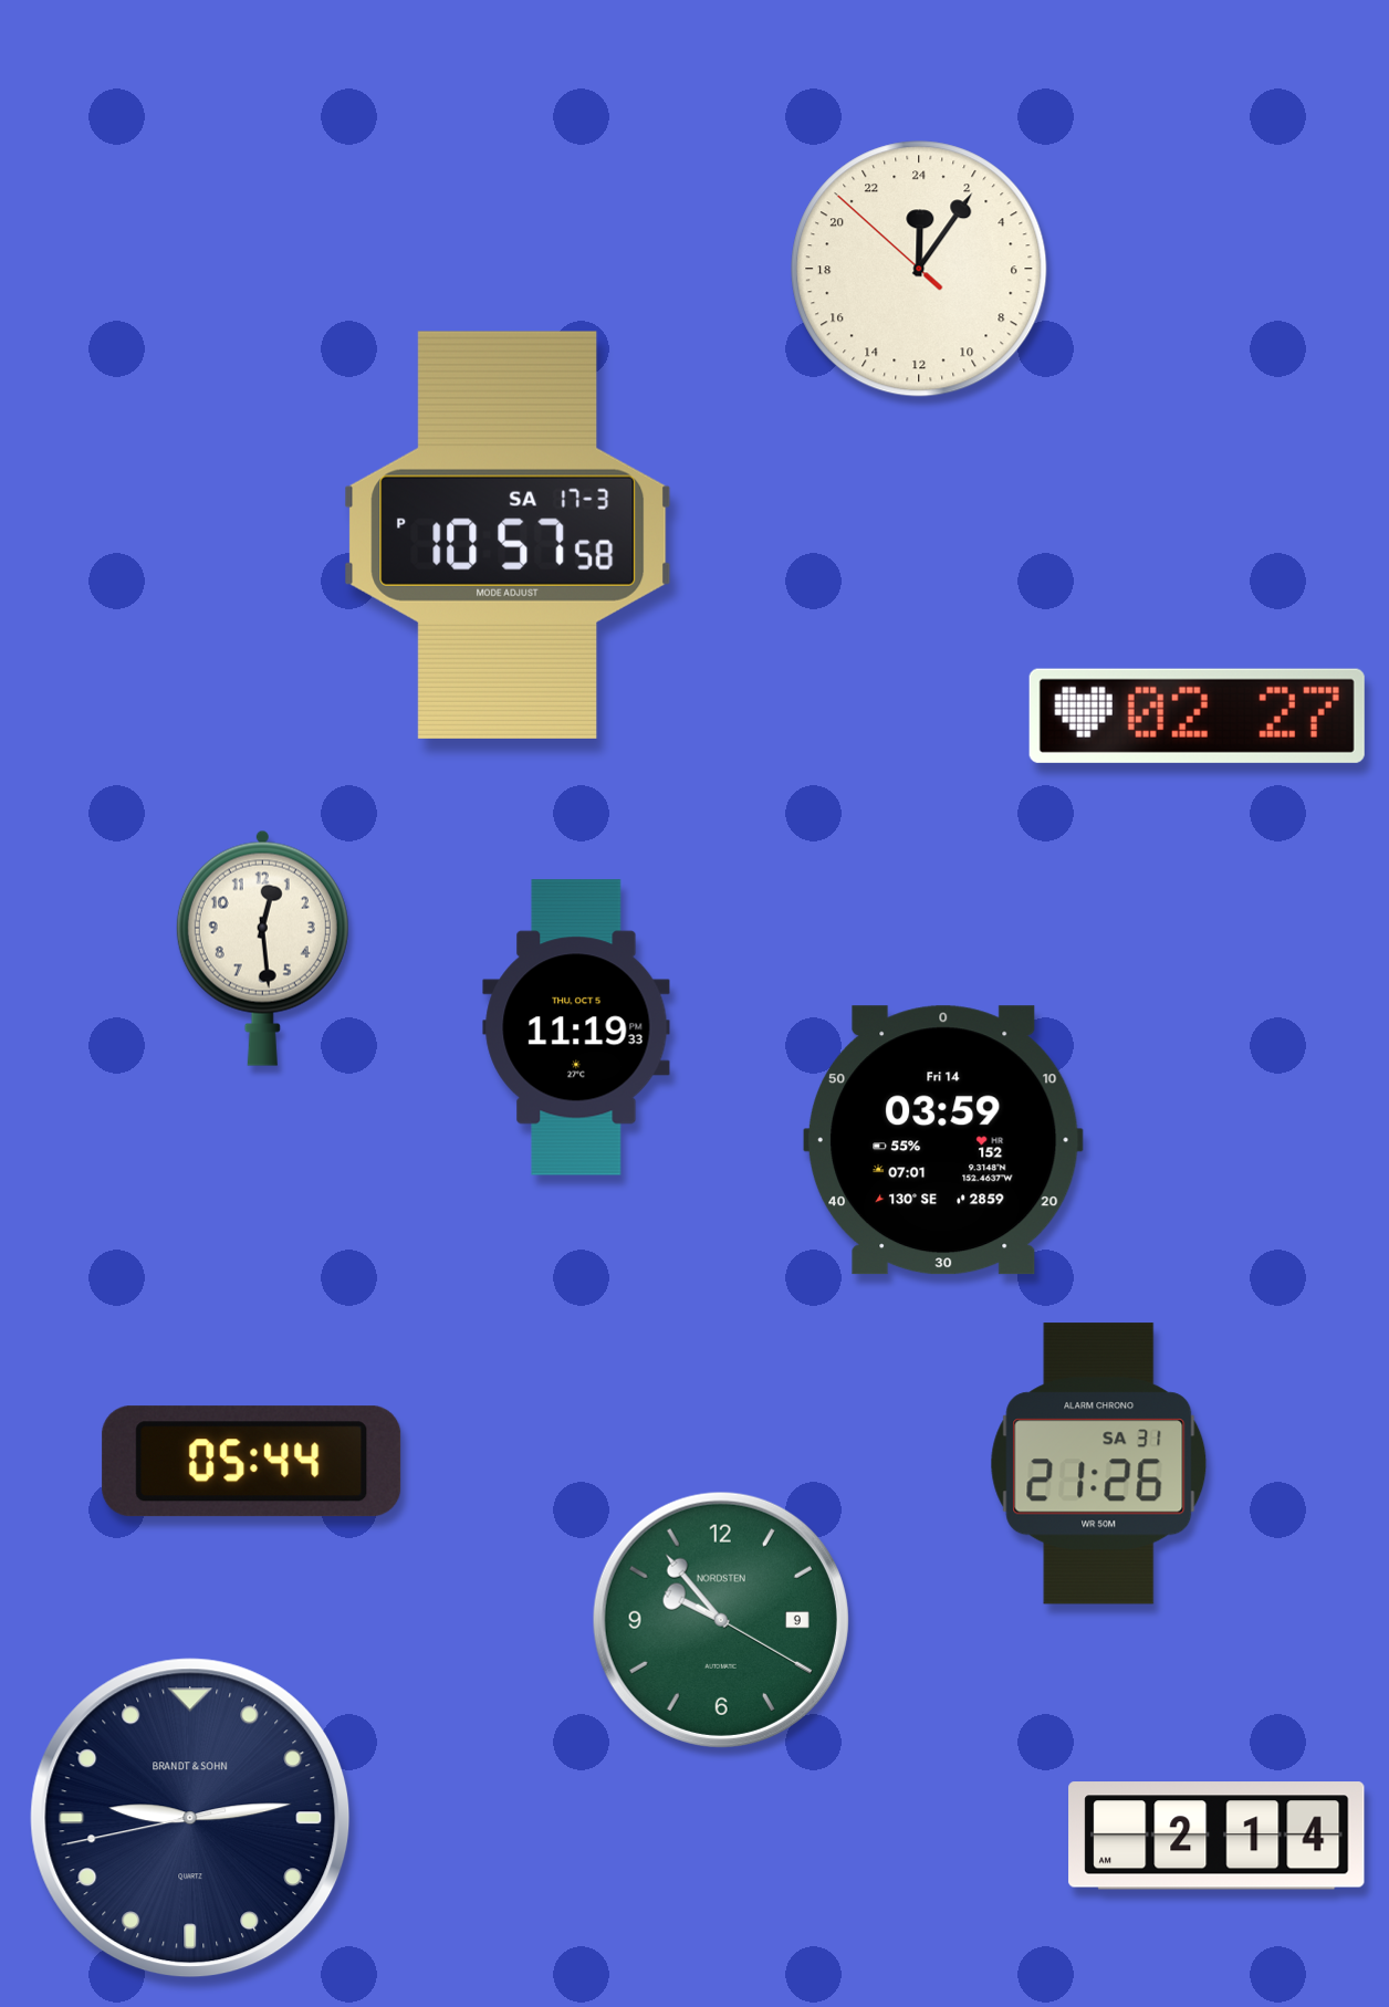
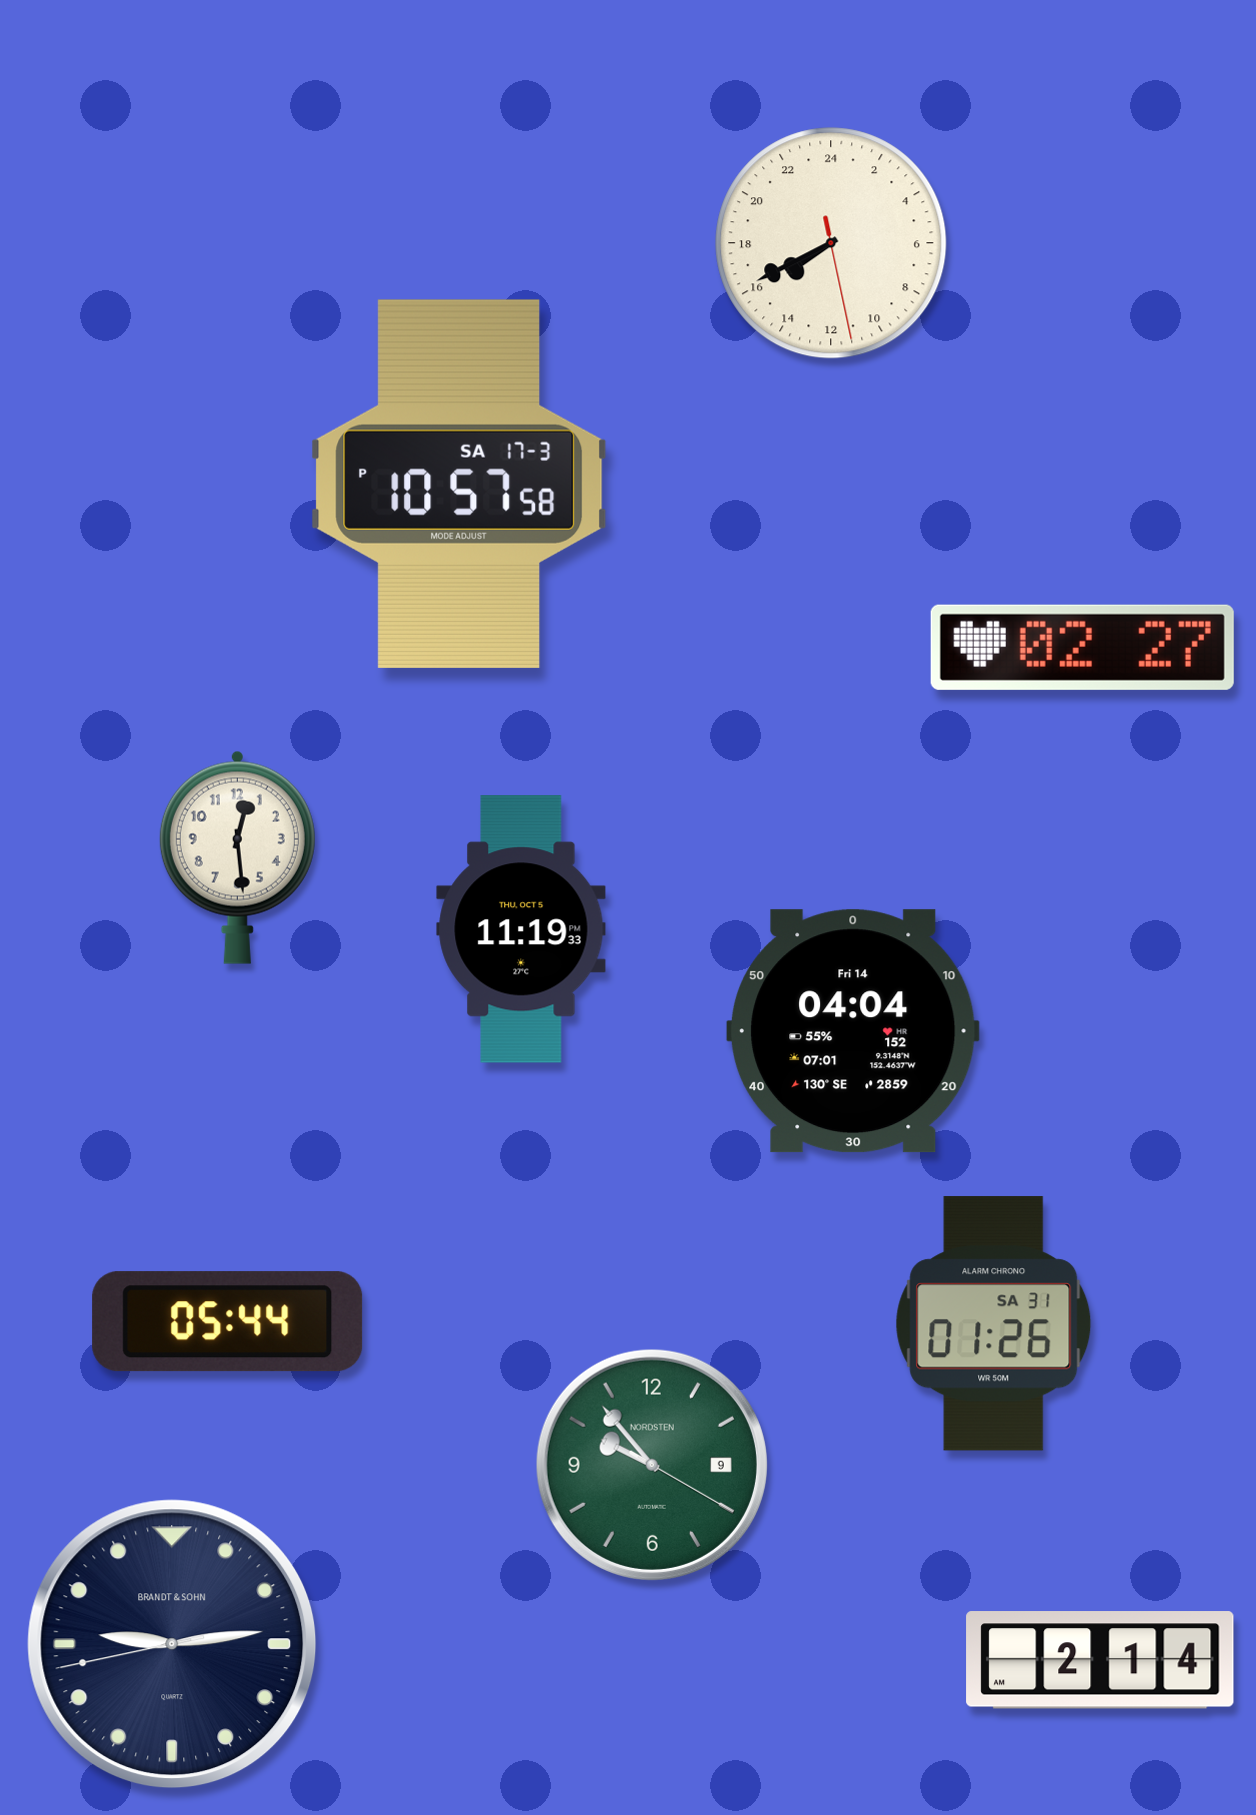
clock at (919, 269): 0:05 -> 15:40
clock at (943, 1140): 03:59 -> 04:04
clock at (1099, 1464): 21:26 -> 01:26
